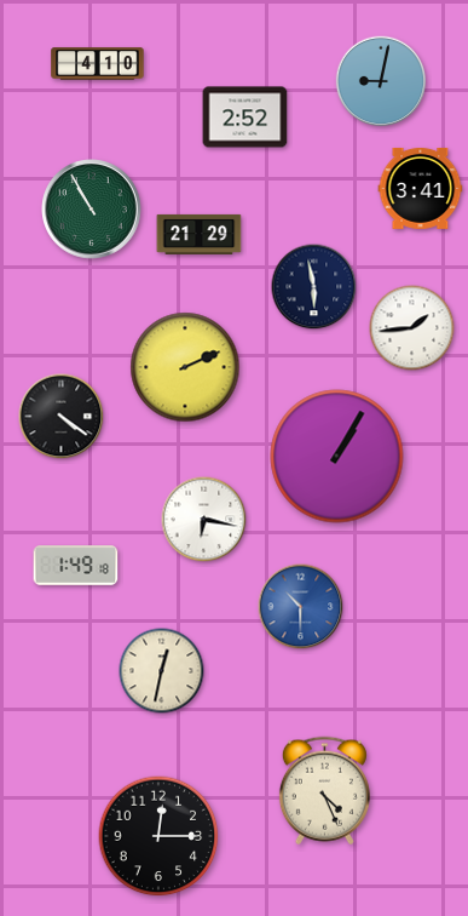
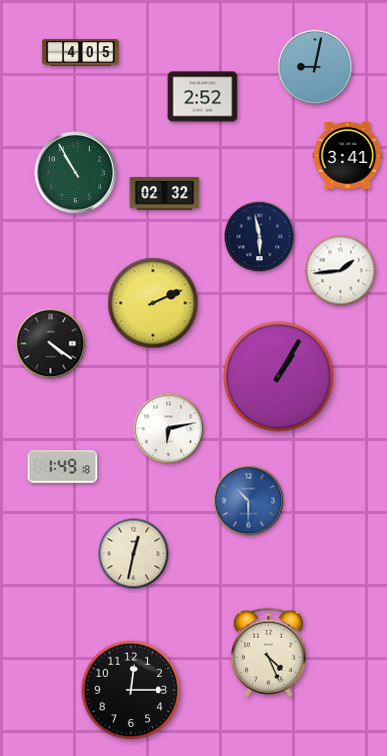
clock at (98, 64): 4:10 -> 4:05
clock at (200, 234): 21:29 -> 02:32
clock at (204, 520): 6:17 -> 6:13
